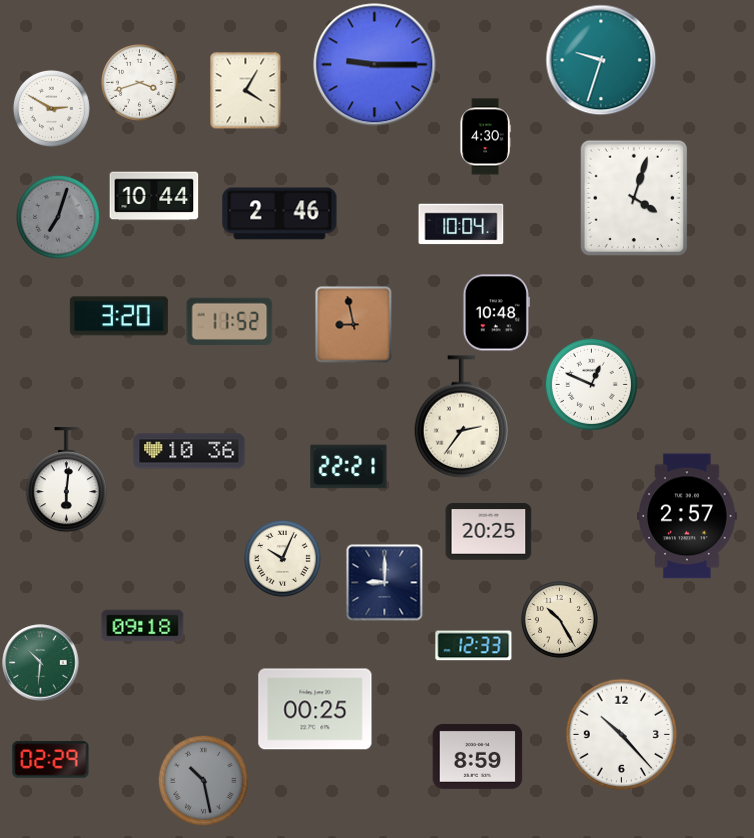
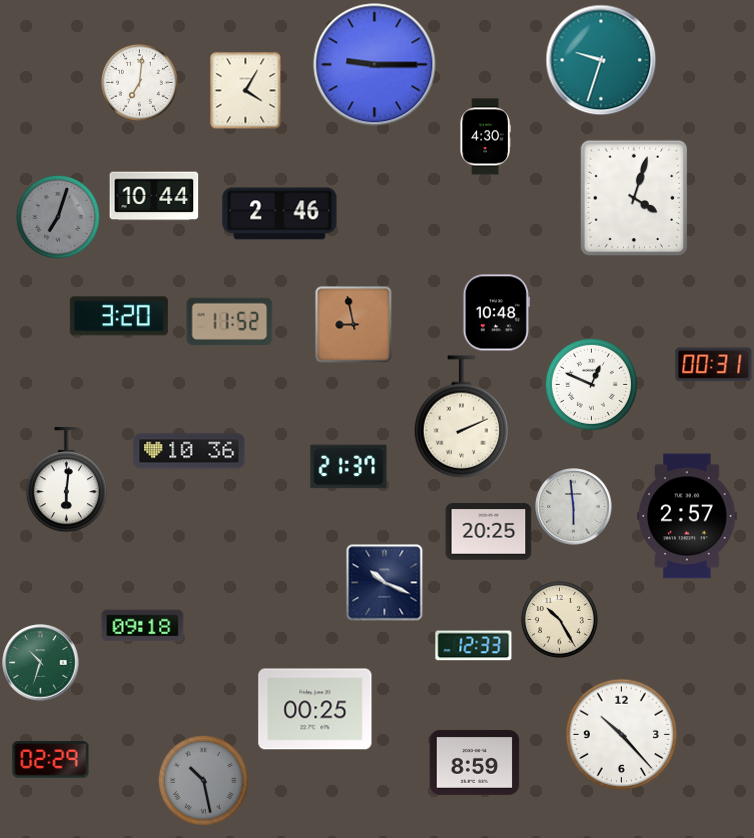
clock at (139, 82): 3:42 -> 7:01
clock at (51, 108): 2:50 -> none
clock at (461, 224): 10:04 -> none
clock at (714, 365): none -> 00:31
clock at (462, 417): 2:36 -> 2:11
clock at (349, 467): 22:21 -> 21:37
clock at (574, 507): none -> 5:59
clock at (282, 558): 10:04 -> none
clock at (385, 583): 9:00 -> 10:19
clock at (41, 663): 10:31 -> 10:33
clock at (478, 756) position: (478, 756) -> (475, 762)
